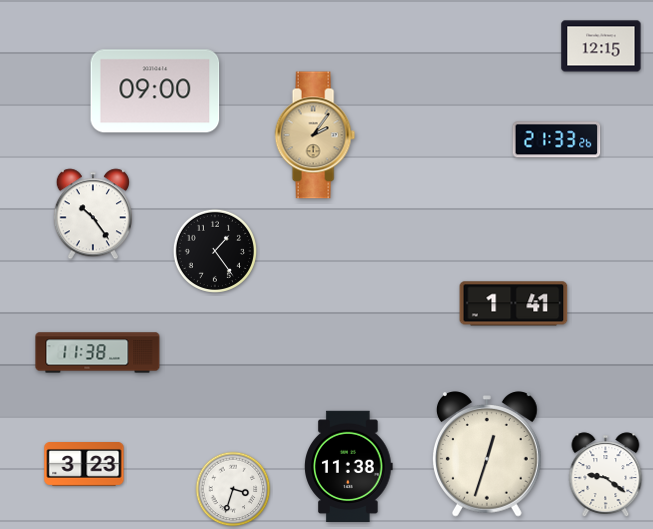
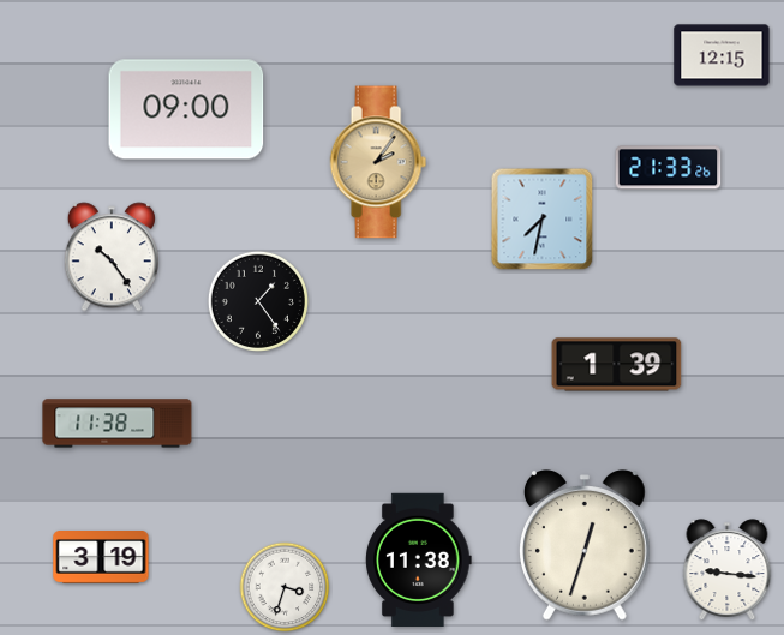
clock at (543, 220): none -> 7:32
clock at (514, 304): 1:41 -> 1:39
clock at (84, 465): 3:23 -> 3:19
clock at (606, 474): 9:21 -> 9:16
clock at (233, 489) position: (233, 489) -> (285, 587)
